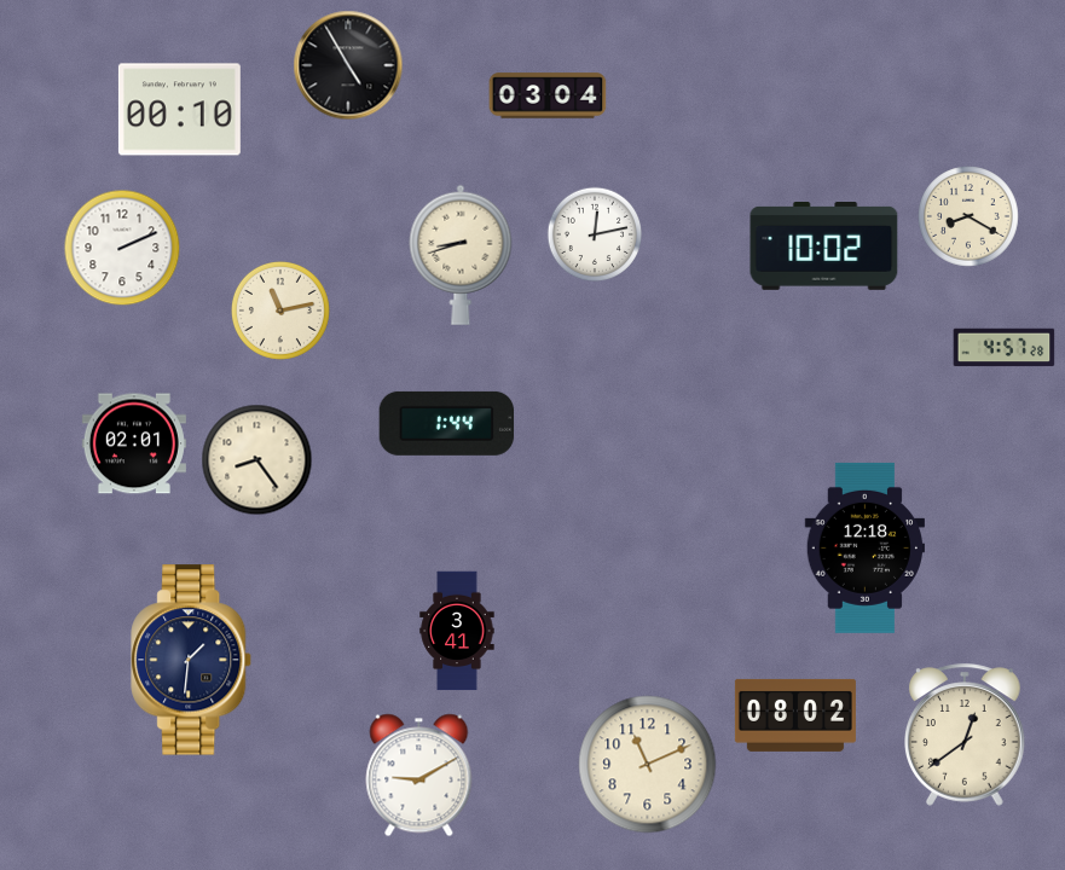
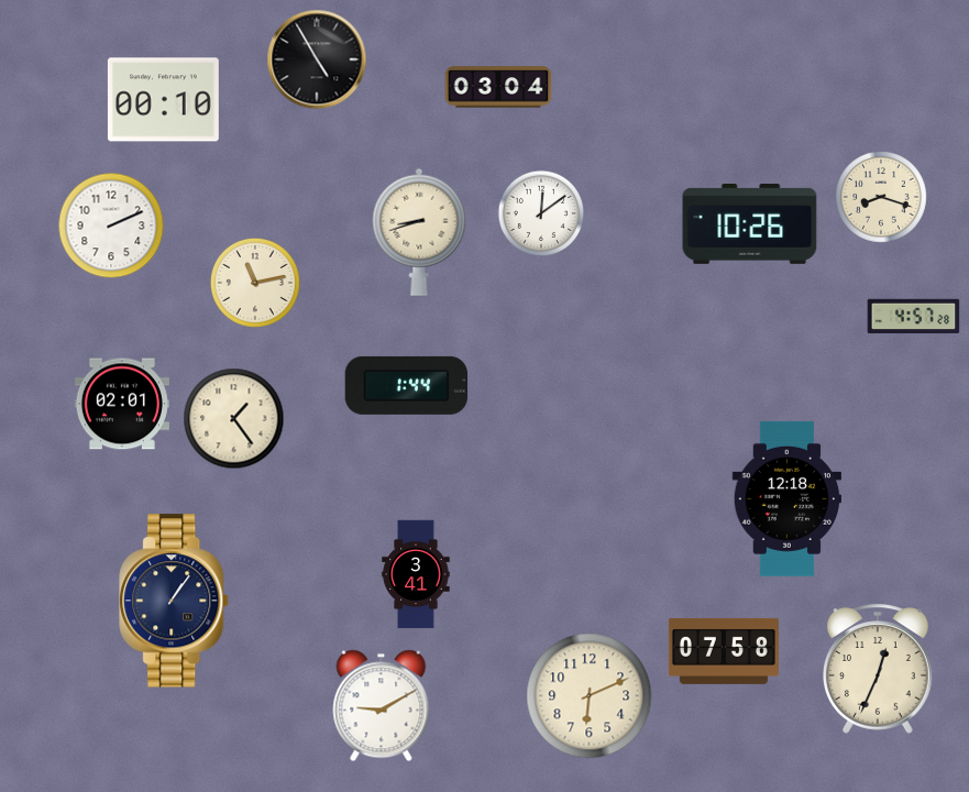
clock at (968, 216): 8:20 -> 8:18
clock at (595, 234): 12:13 -> 12:09
clock at (824, 246): 10:02 -> 10:26
clock at (257, 460): 8:24 -> 1:24
clock at (192, 660): 1:31 -> 1:06
clock at (795, 715): 08:02 -> 07:58
clock at (966, 735): 12:39 -> 12:34
clock at (648, 765): 11:11 -> 6:11
